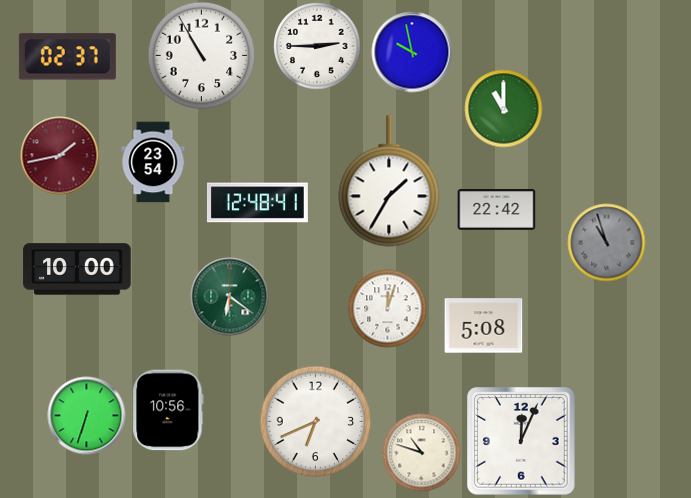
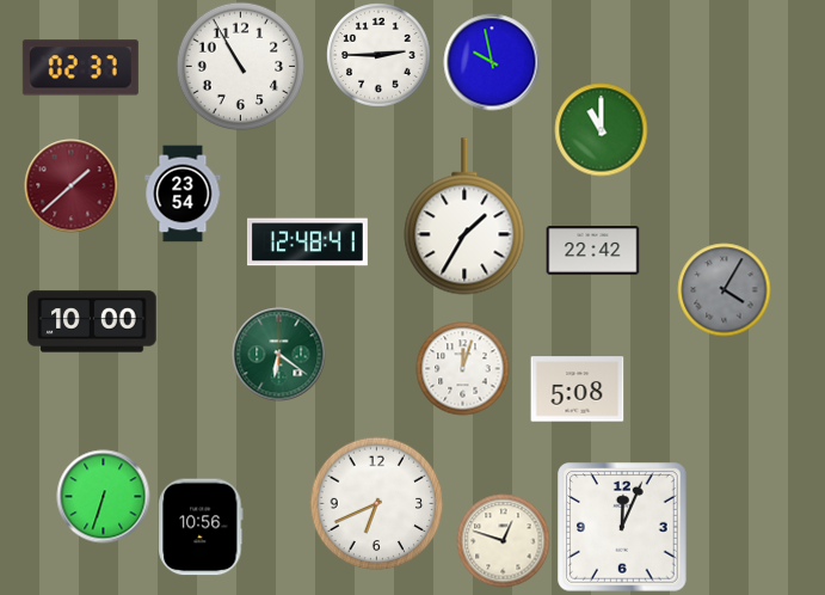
clock at (59, 155): 1:43 -> 1:38
clock at (606, 242): 10:57 -> 4:05
clock at (229, 296) position: (229, 296) -> (278, 354)
clock at (168, 410) position: (168, 410) -> (201, 527)
clock at (421, 452): 10:48 -> 12:48
